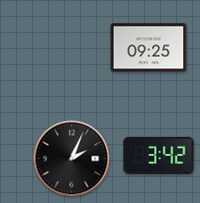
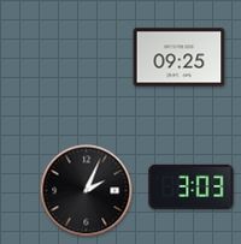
clock at (159, 155): 3:42 -> 3:03
